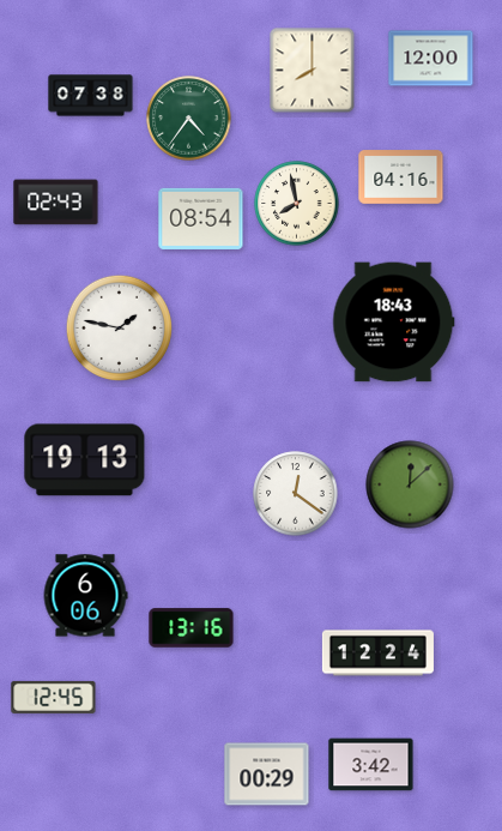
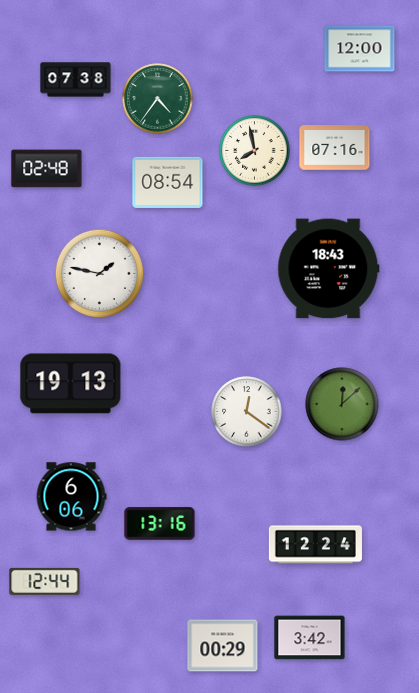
clock at (313, 71): 8:00 -> none
clock at (401, 177): 04:16 -> 07:16
clock at (56, 203): 02:43 -> 02:48
clock at (297, 204) position: (297, 204) -> (255, 151)
clock at (54, 697): 12:45 -> 12:44
